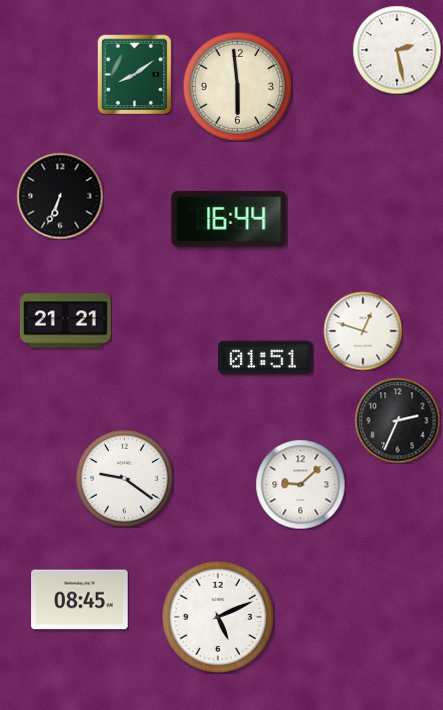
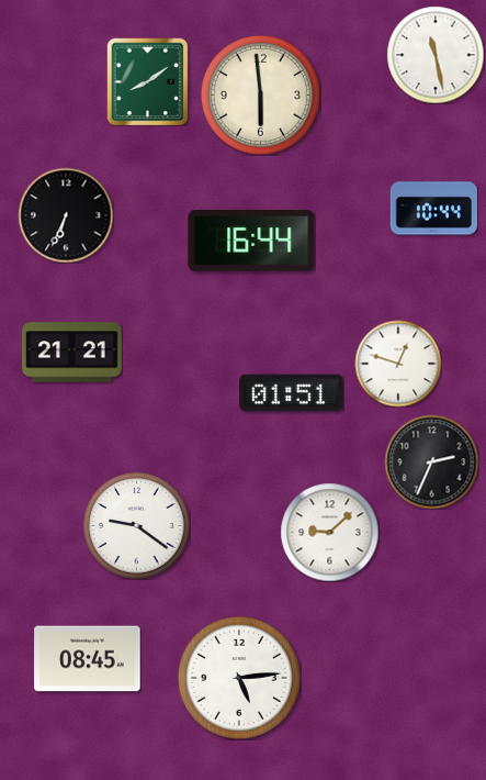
clock at (397, 50): 2:28 -> 11:28
clock at (433, 209): none -> 10:44
clock at (397, 420) position: (397, 420) -> (431, 461)
clock at (218, 617): 5:11 -> 5:14
